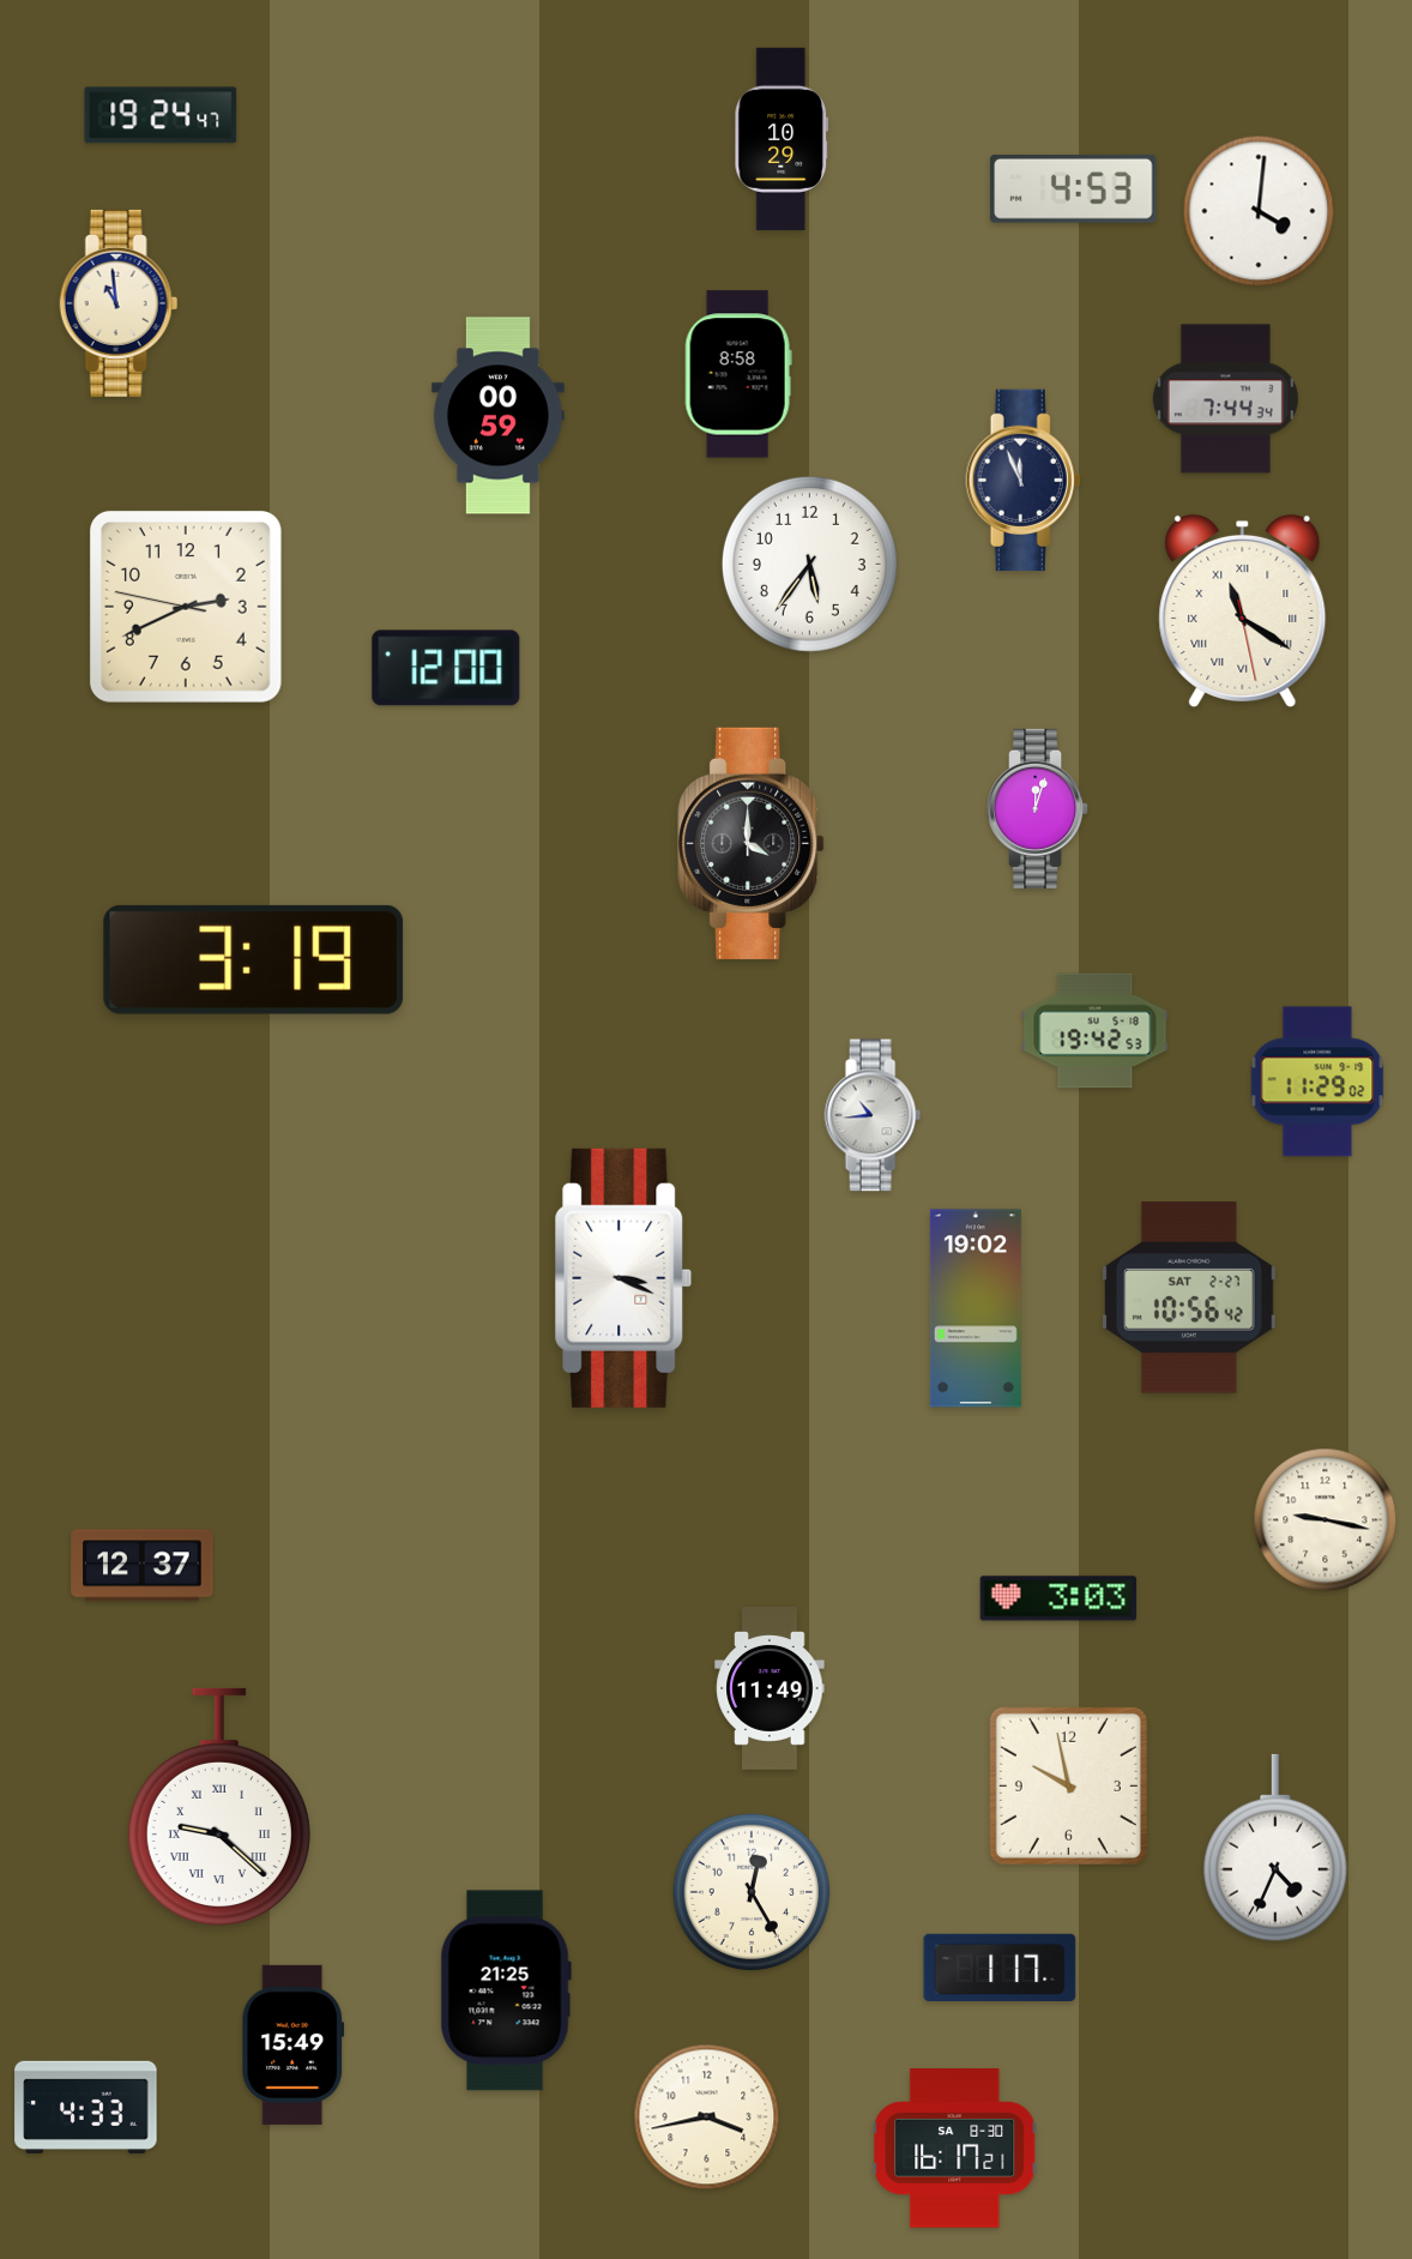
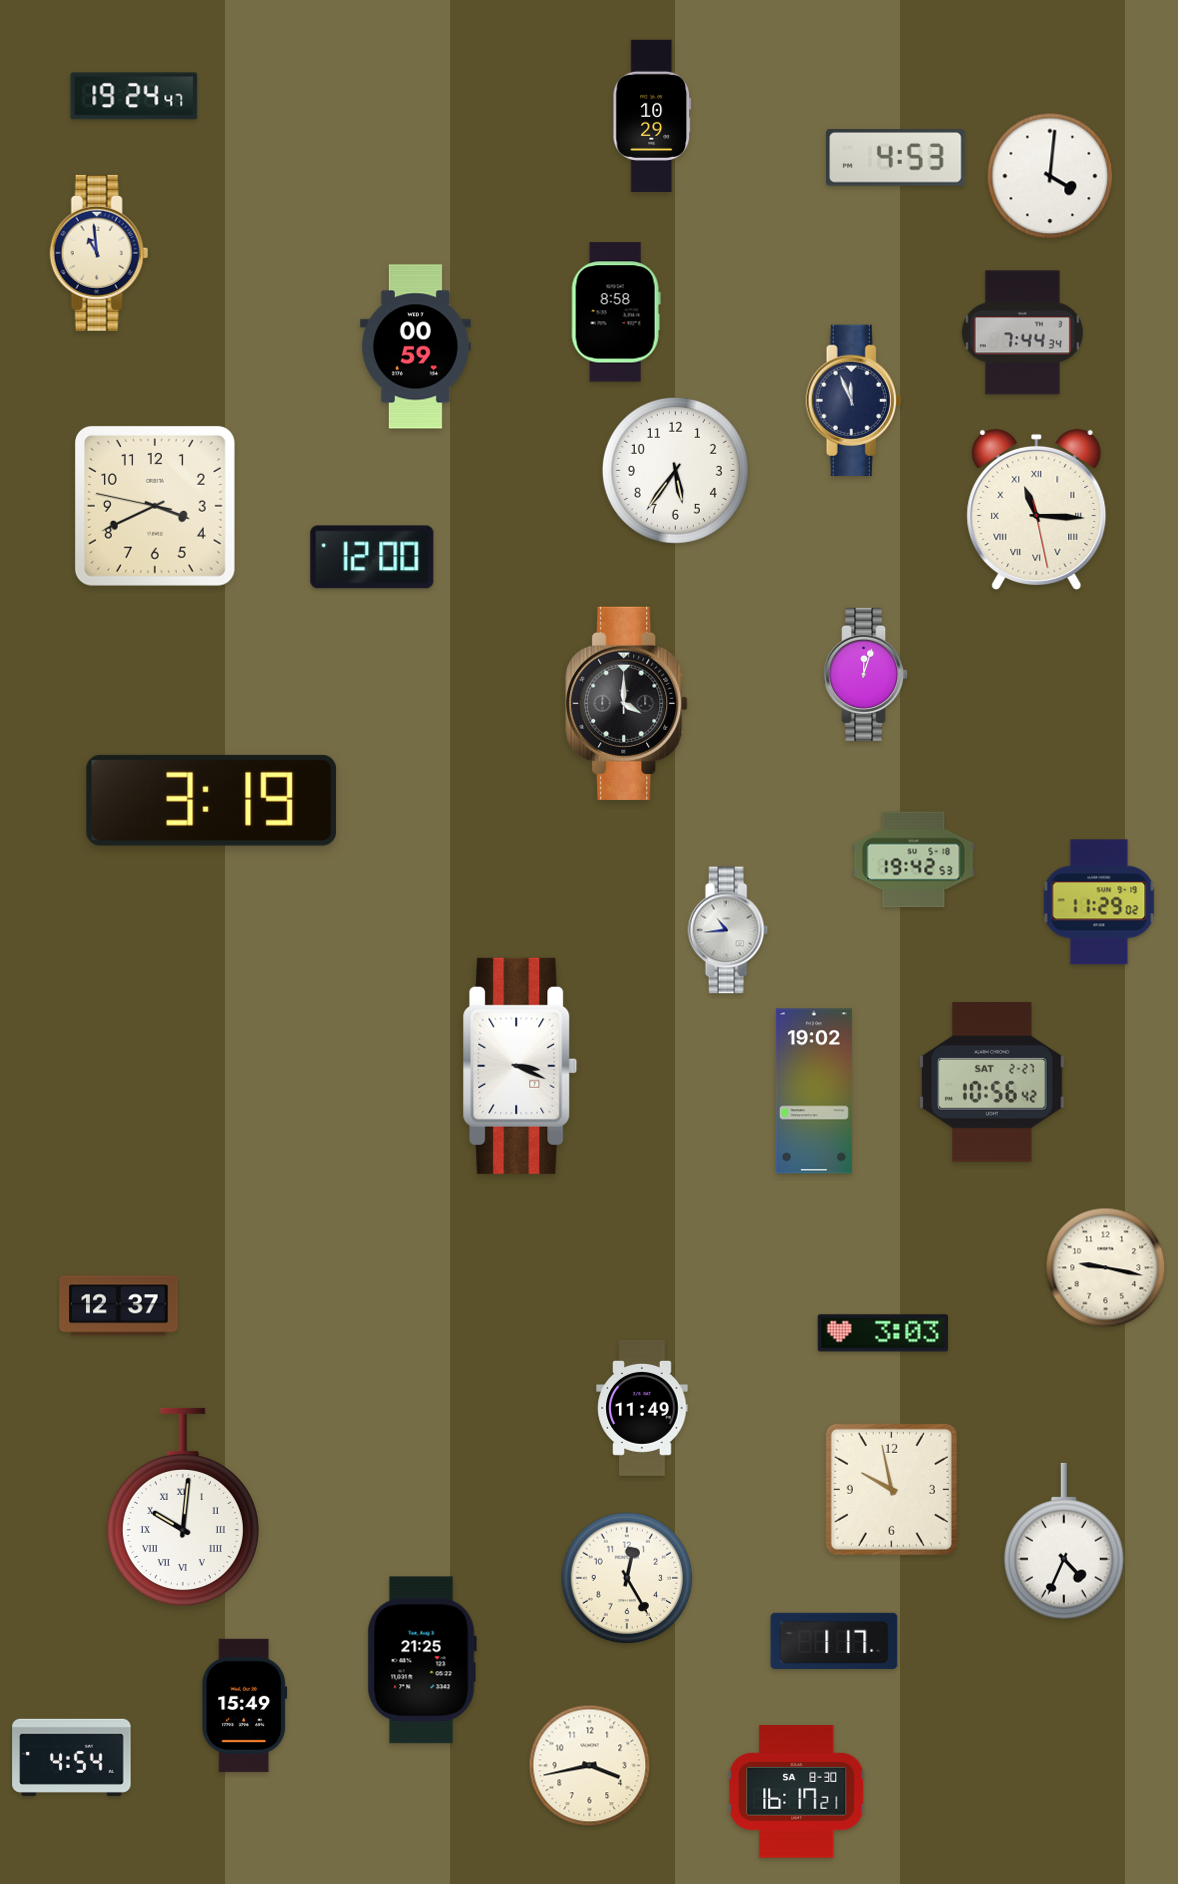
clock at (186, 607): 2:40 -> 3:40
clock at (1243, 610): 11:20 -> 11:15
clock at (219, 1806): 9:22 -> 10:01
clock at (86, 2107): 4:33 -> 4:54
